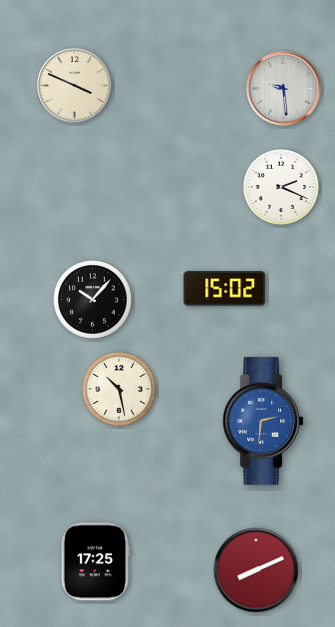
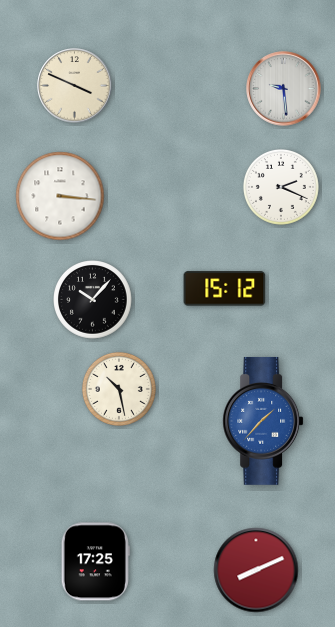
clock at (60, 196): none -> 3:16
clock at (225, 289): 15:02 -> 15:12
clock at (263, 421): 2:31 -> 1:37
